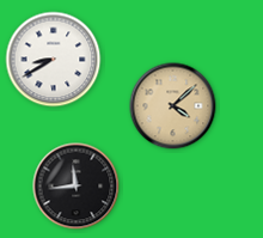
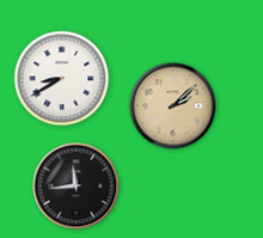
clock at (54, 60) position: (54, 60) -> (62, 79)
clock at (173, 106): 4:08 -> 2:08
